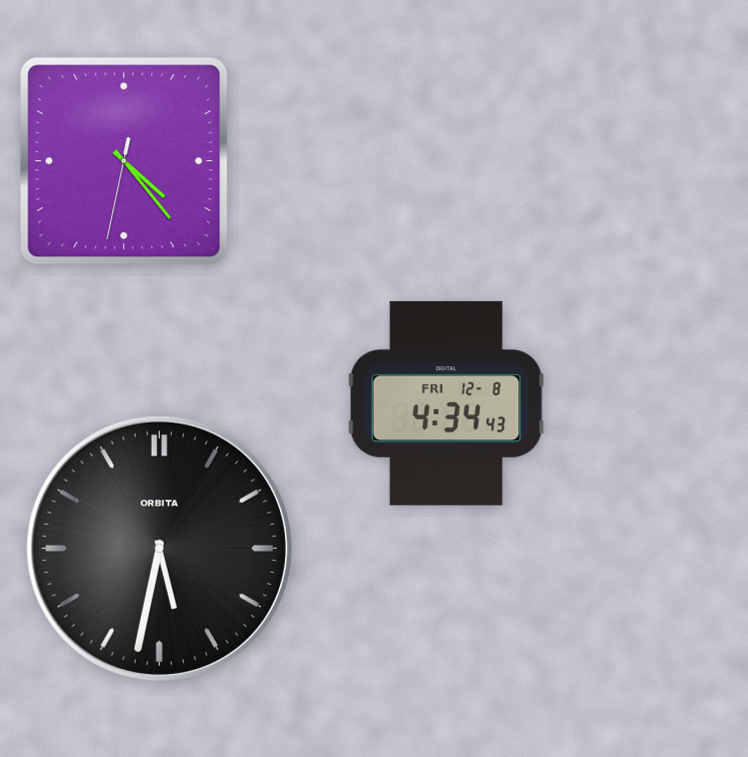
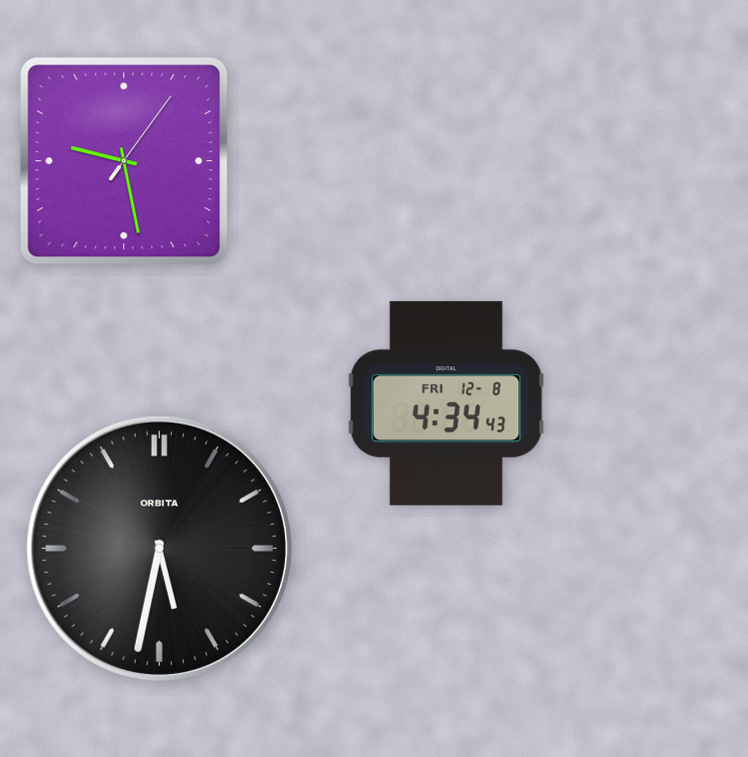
clock at (124, 161): 4:23 -> 9:28
